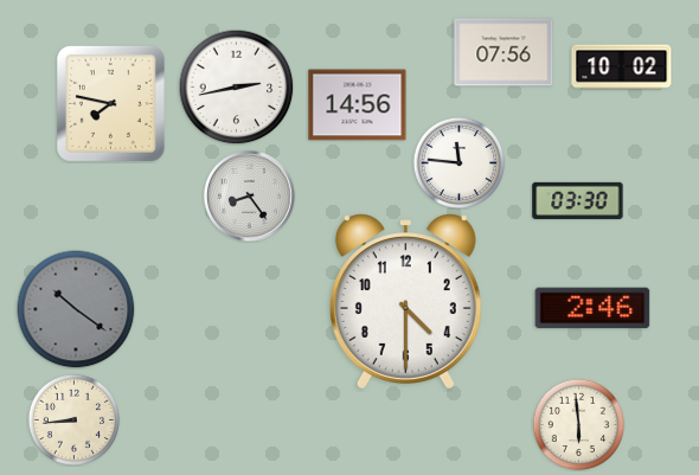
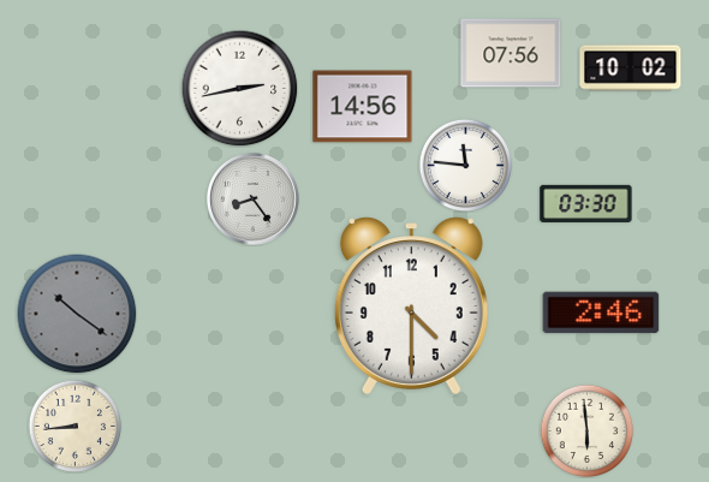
clock at (110, 103): 7:47 -> none
